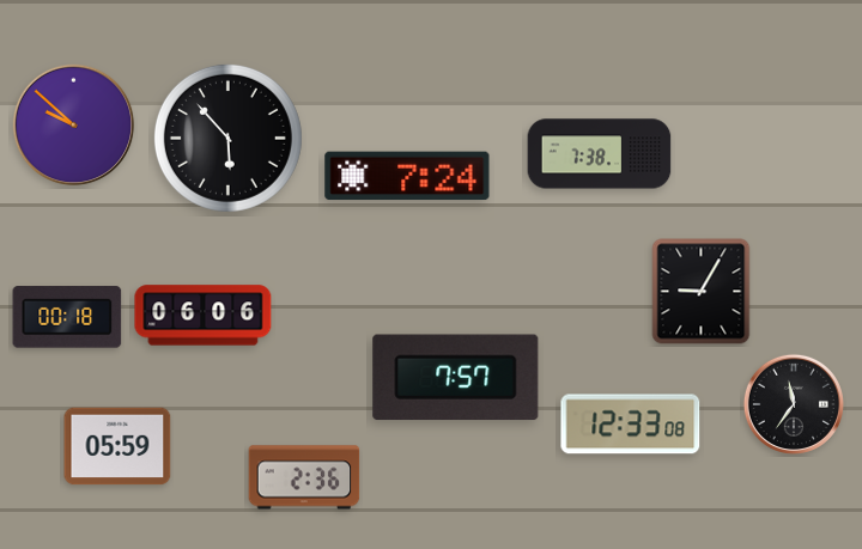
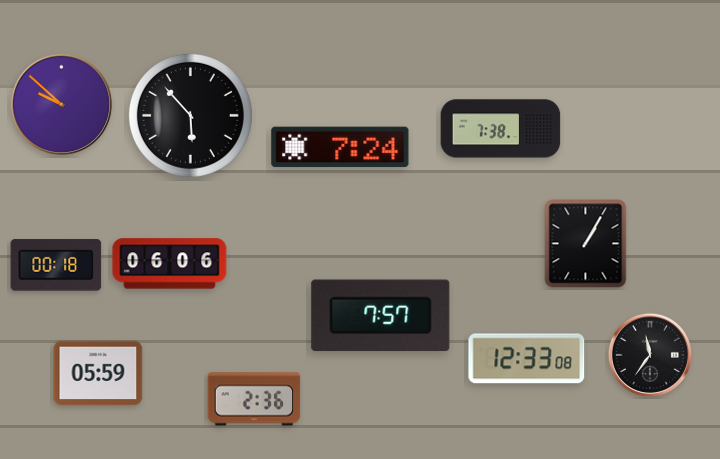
clock at (702, 292): 9:05 -> 1:05
clock at (794, 404) position: (794, 404) -> (650, 355)
clock at (631, 425) position: (631, 425) -> (527, 359)
